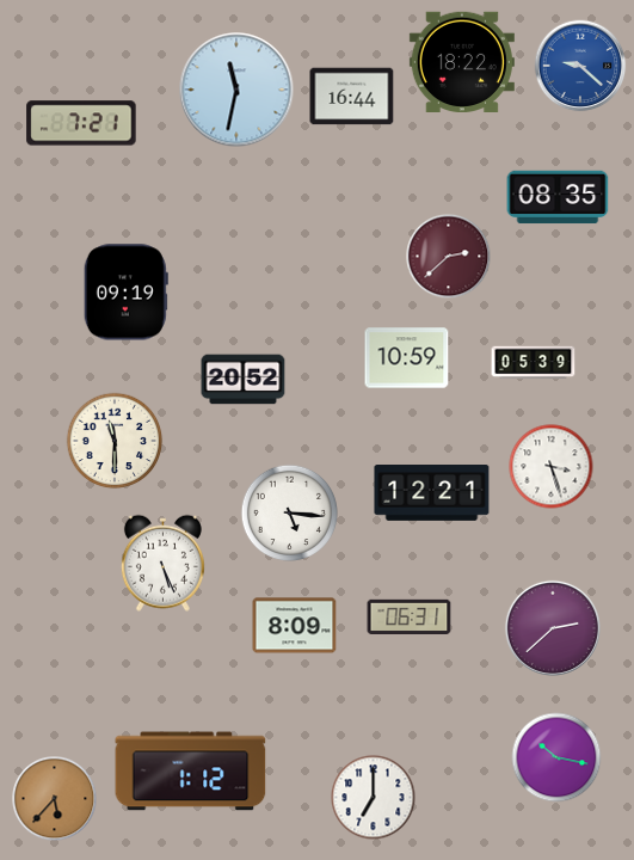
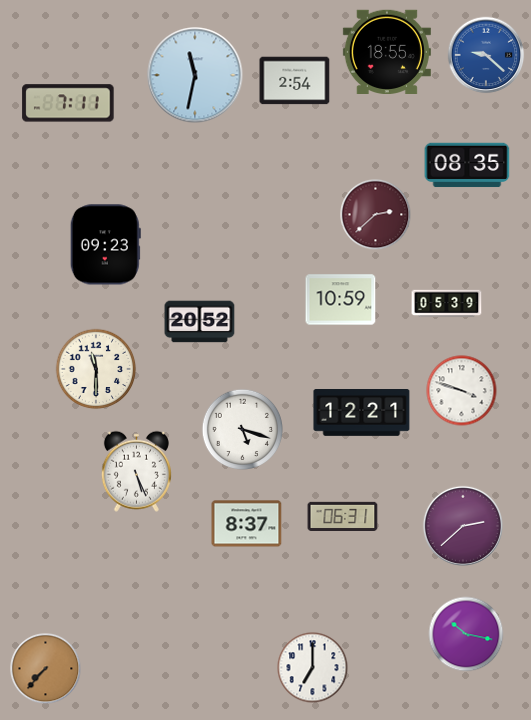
clock at (462, 61): 18:22 -> 18:55
clock at (236, 90) position: (236, 90) -> (195, 75)
clock at (352, 97): 16:44 -> 2:54
clock at (81, 123): 7:21 -> 7:11
clock at (125, 293): 09:19 -> 09:23
clock at (244, 380) position: (244, 380) -> (200, 322)
clock at (552, 467): 3:27 -> 3:48
clock at (290, 514): 5:16 -> 5:18
clock at (295, 626): 8:09 -> 8:37
clock at (191, 772): 1:12 -> none
clock at (55, 799): 5:37 -> 7:37
